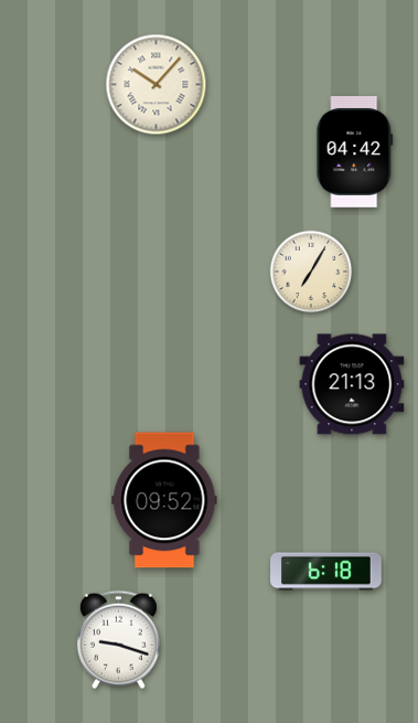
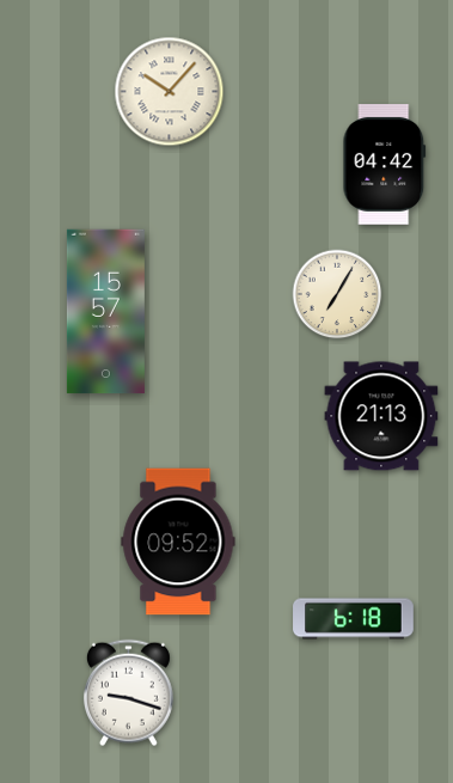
clock at (105, 312): none -> 15:57
